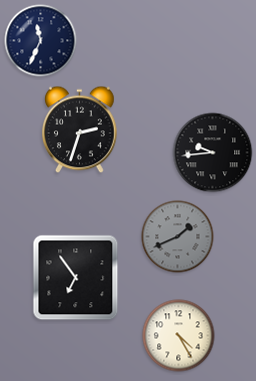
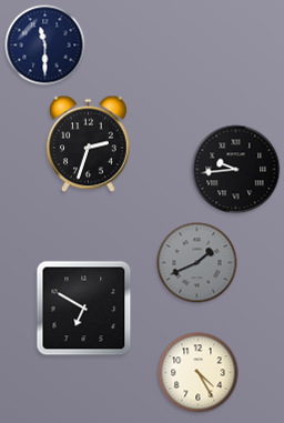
clock at (41, 41): 11:34 -> 11:30
clock at (76, 278): 6:54 -> 6:50
